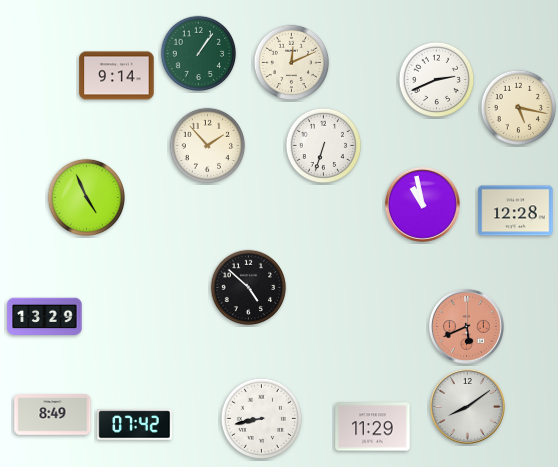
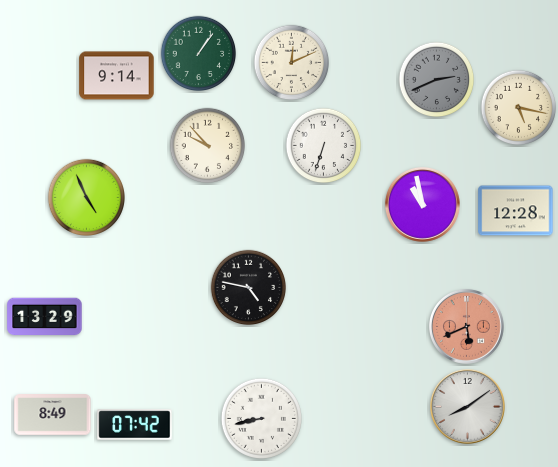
clock at (437, 80) dial: white -> grey
clock at (208, 146): 1:53 -> 9:53
clock at (249, 288): 4:52 -> 4:47
clock at (373, 427): 11:29 -> none
